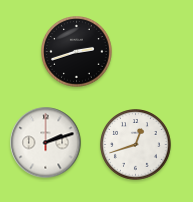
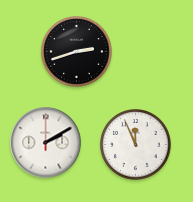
clock at (46, 143): 2:12 -> 2:10
clock at (136, 145): 12:42 -> 11:56
